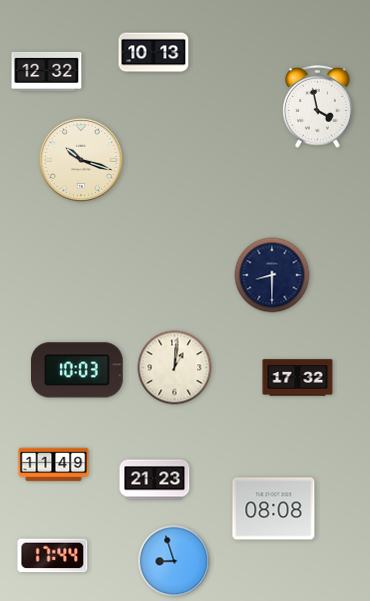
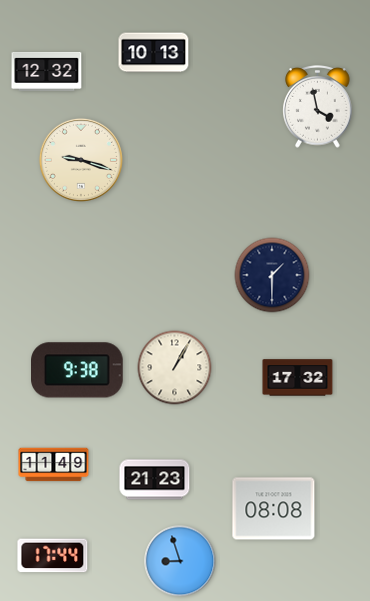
clock at (81, 160): 10:18 -> 9:18
clock at (272, 275): 8:30 -> 1:30
clock at (175, 368): 1:01 -> 1:05
clock at (78, 370): 10:03 -> 9:38
clock at (174, 561) position: (174, 561) -> (180, 561)
